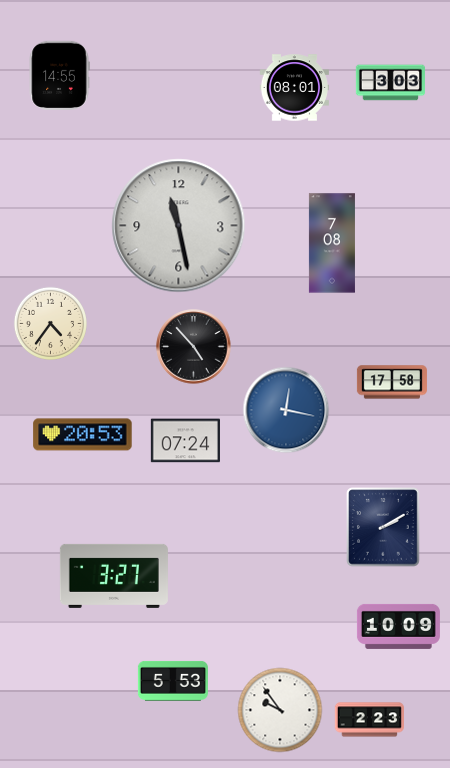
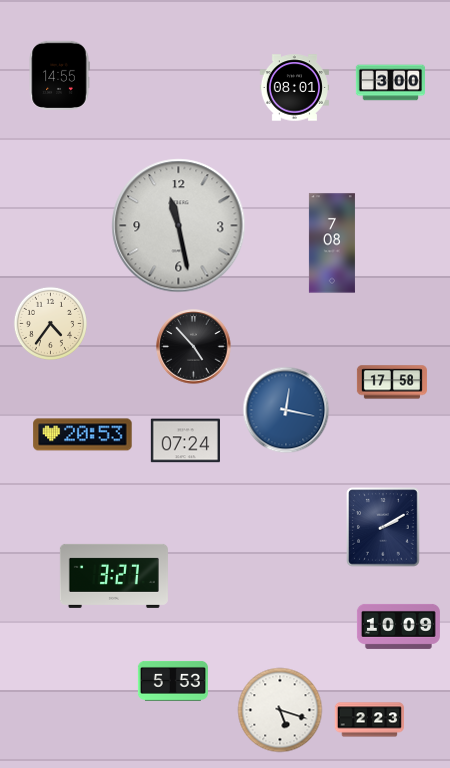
clock at (390, 83): 3:03 -> 3:00
clock at (280, 710): 9:54 -> 5:18
